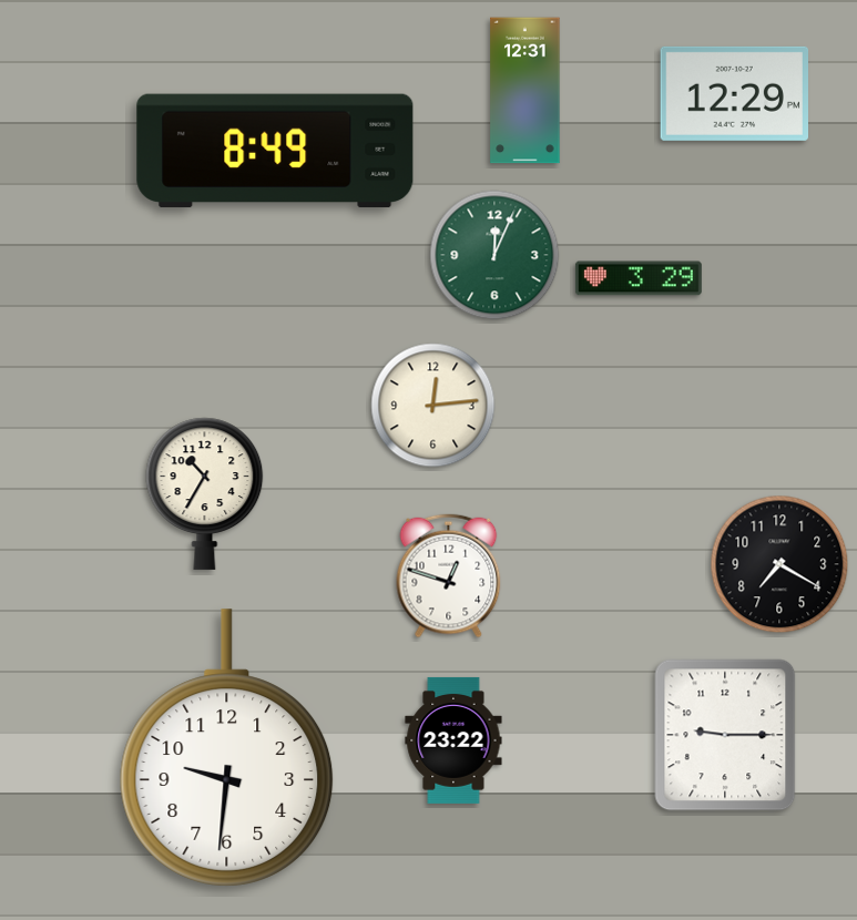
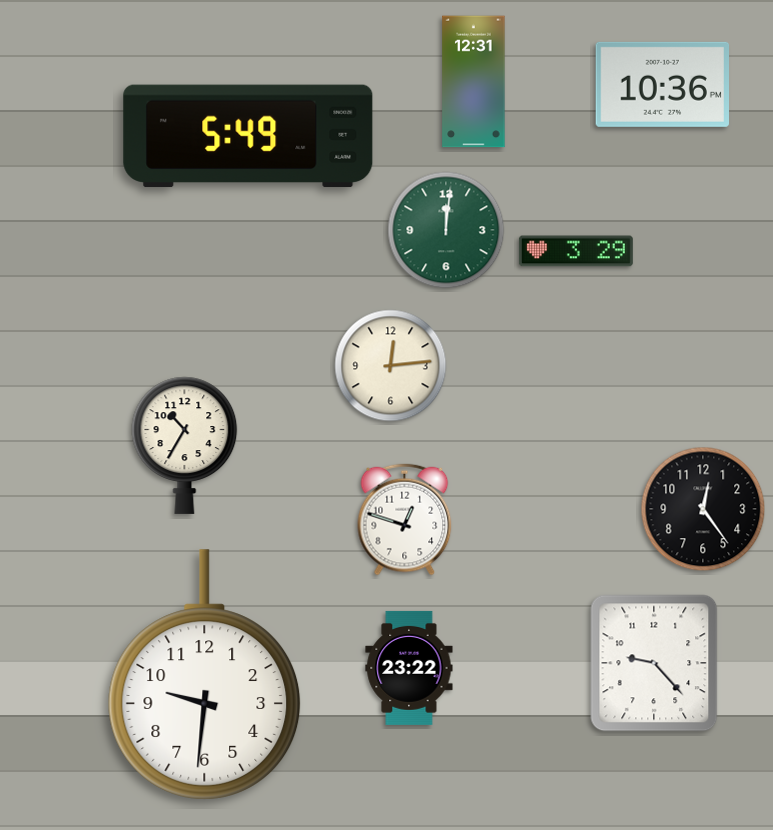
clock at (734, 93): 12:29 -> 10:36
clock at (275, 151): 8:49 -> 5:49
clock at (494, 255): 12:04 -> 12:01
clock at (779, 564): 7:20 -> 12:24
clock at (725, 735): 9:15 -> 9:23
